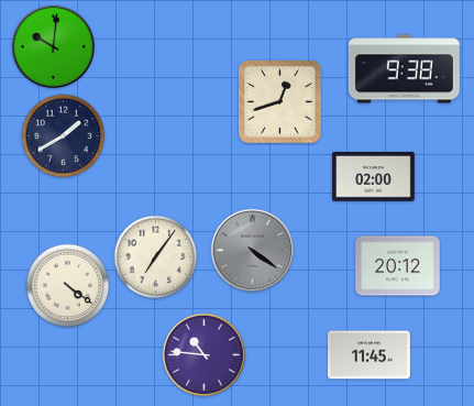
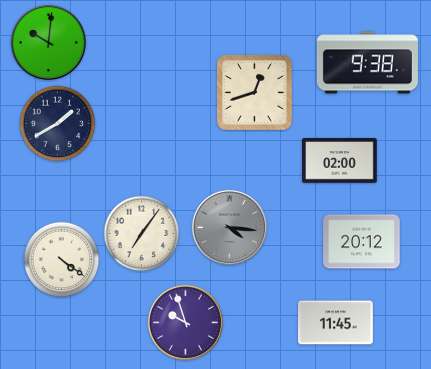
clock at (252, 250): 4:21 -> 4:16
clock at (203, 354): 10:46 -> 9:57
